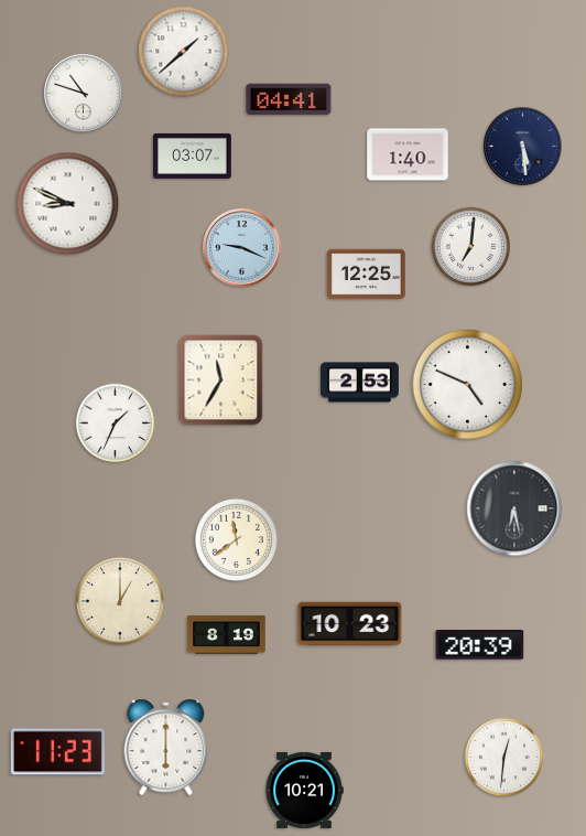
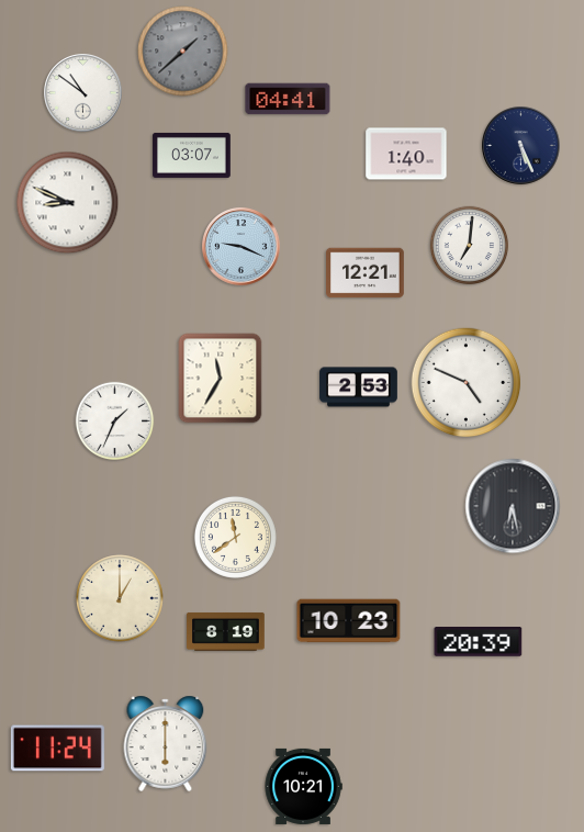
clock at (184, 52) dial: white -> grey
clock at (84, 94): 10:48 -> 10:51
clock at (523, 147): 5:29 -> 5:26
clock at (367, 275): 12:25 -> 12:21
clock at (360, 383) position: (360, 383) -> (359, 387)
clock at (57, 752): 11:23 -> 11:24
clock at (504, 758): 12:31 -> none
